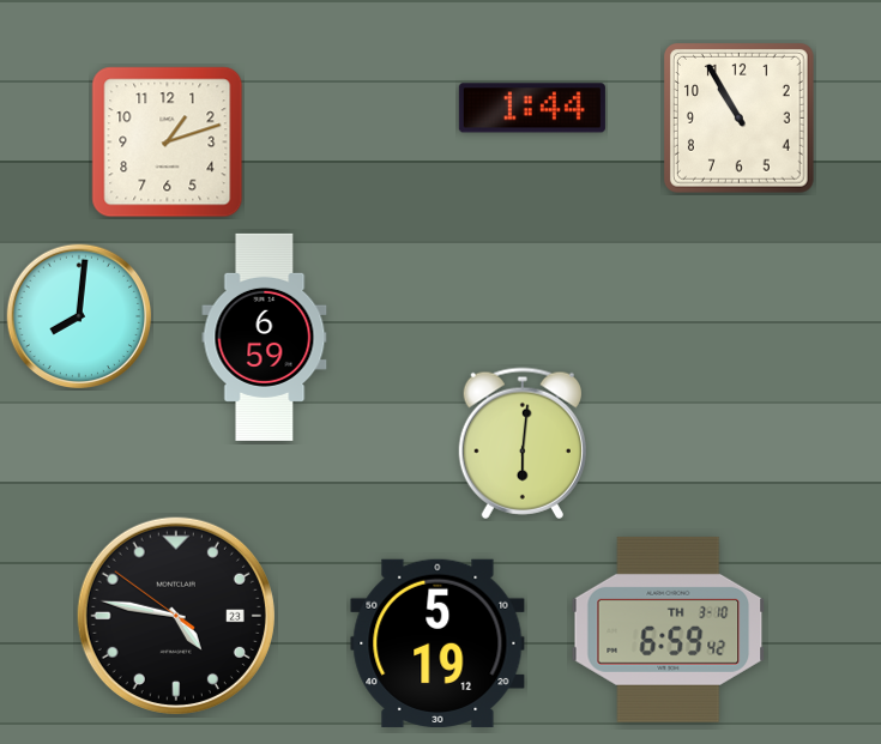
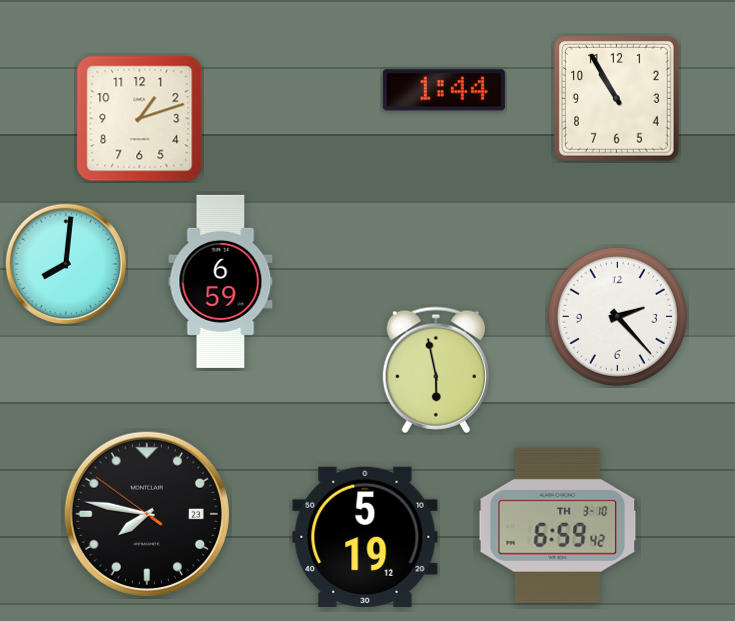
clock at (617, 316): none -> 2:23
clock at (523, 443): 6:01 -> 5:58
clock at (176, 616): 4:46 -> 7:46
